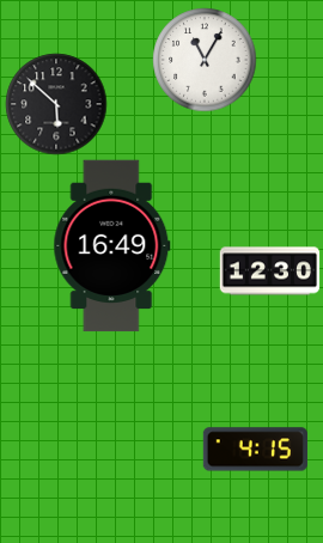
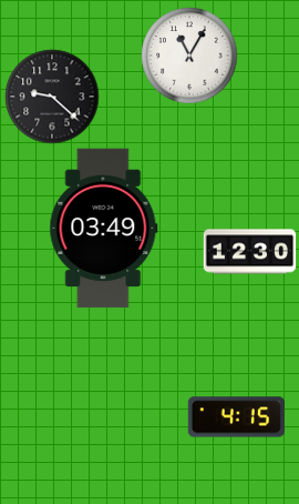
clock at (56, 104): 5:52 -> 9:22
clock at (112, 246): 16:49 -> 03:49
